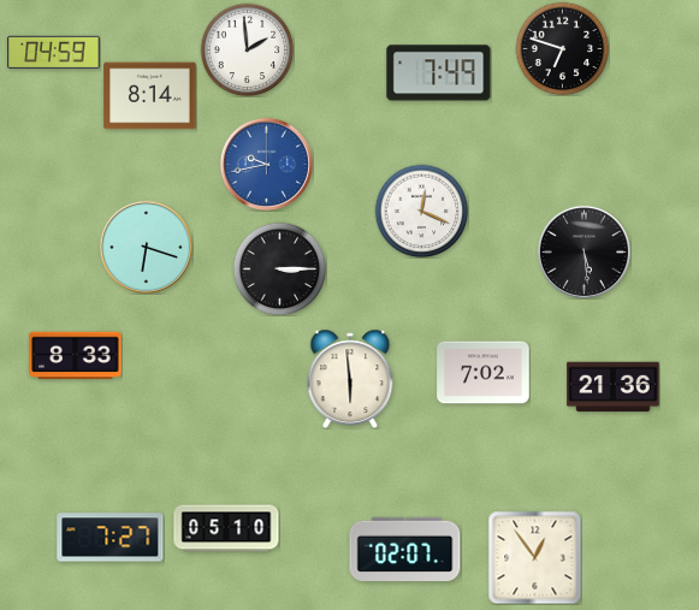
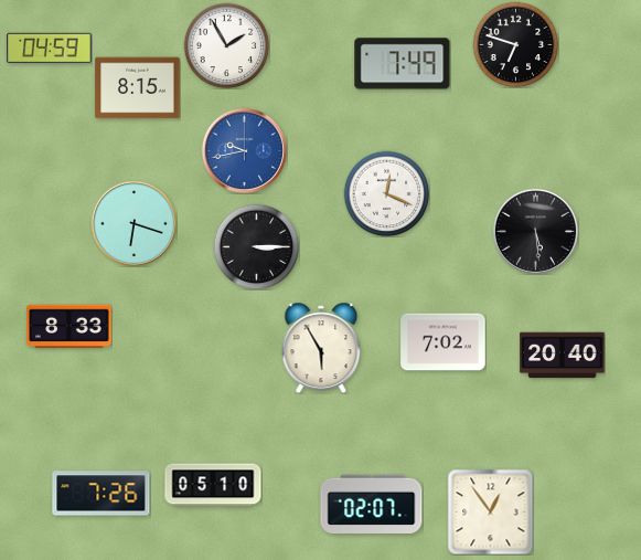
clock at (247, 49): 1:59 -> 1:55
clock at (439, 73) position: (439, 73) -> (403, 64)
clock at (150, 96): 8:14 -> 8:15
clock at (146, 247) position: (146, 247) -> (133, 223)
clock at (350, 378): 5:59 -> 5:55
clock at (614, 387): 21:36 -> 20:40
clock at (226, 528) position: (226, 528) -> (213, 485)
clock at (111, 538): 7:27 -> 7:26
